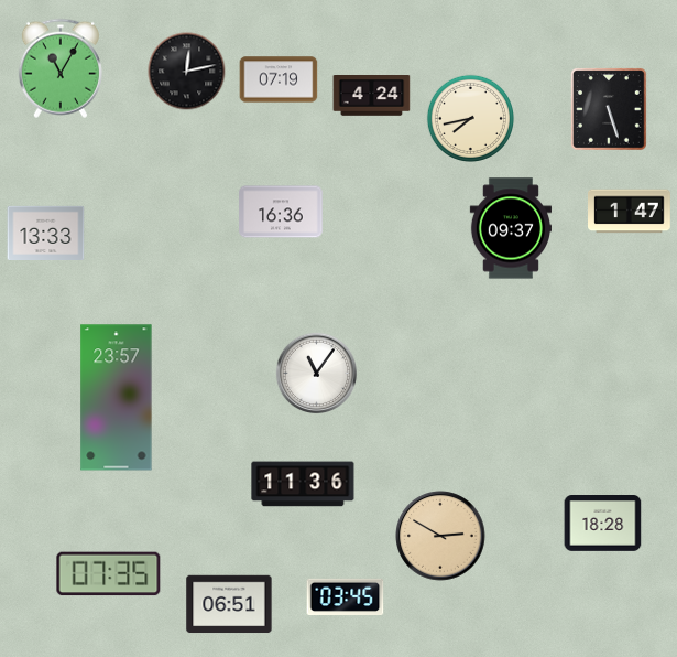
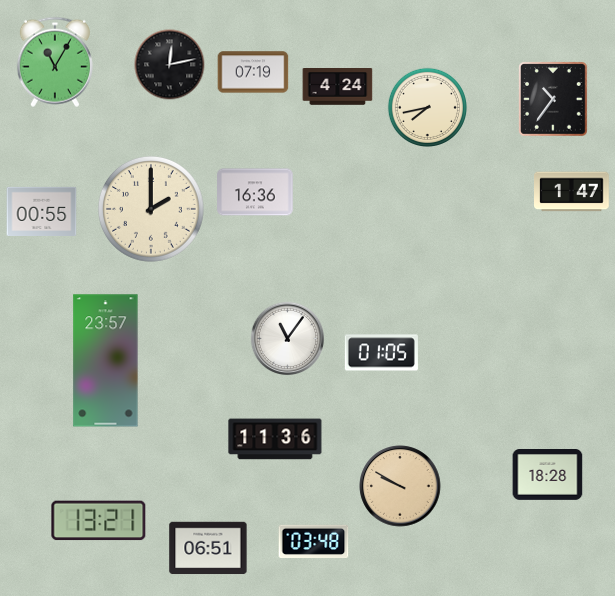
clock at (609, 109): 5:27 -> 10:36
clock at (510, 228): 09:37 -> none
clock at (151, 209): none -> 2:00
clock at (46, 233): 13:33 -> 00:55
clock at (381, 353): none -> 01:05
clock at (440, 536): 2:50 -> 9:50
clock at (109, 574): 07:35 -> 13:21
clock at (346, 596): 03:45 -> 03:48
